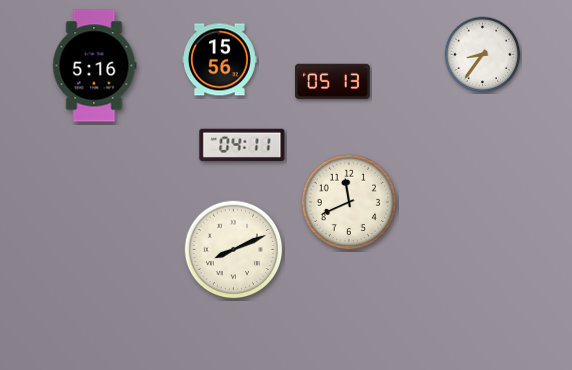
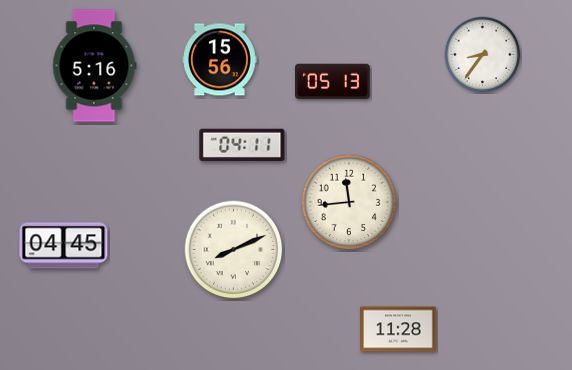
clock at (349, 202): 11:41 -> 11:44
clock at (64, 246): none -> 04:45
clock at (398, 329): none -> 11:28
